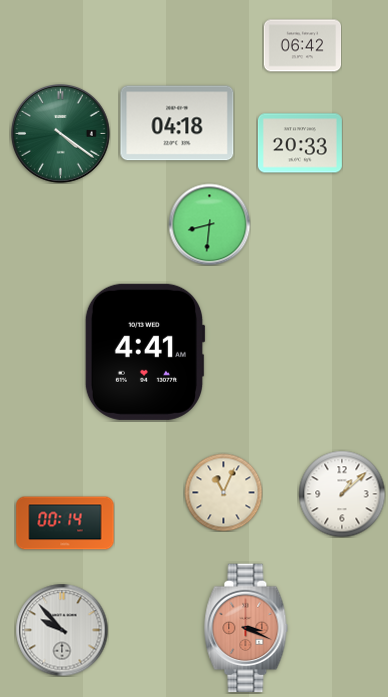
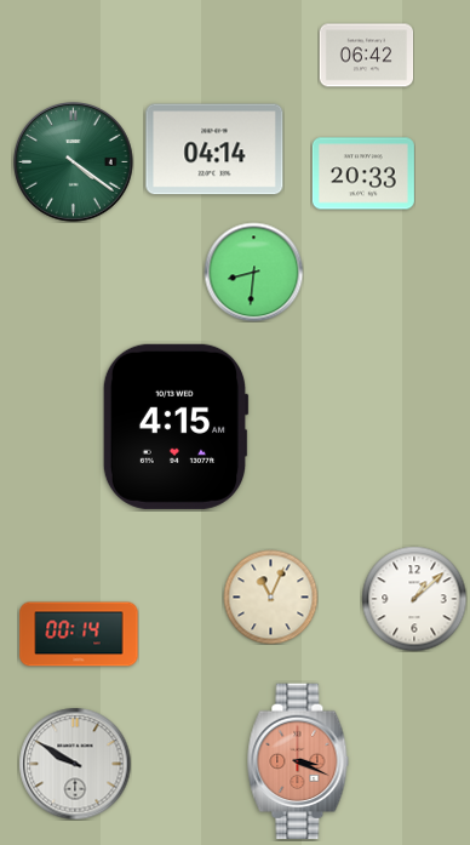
clock at (177, 123): 04:18 -> 04:14
clock at (145, 352): 4:41 -> 4:15
clock at (62, 630): 9:53 -> 9:50
